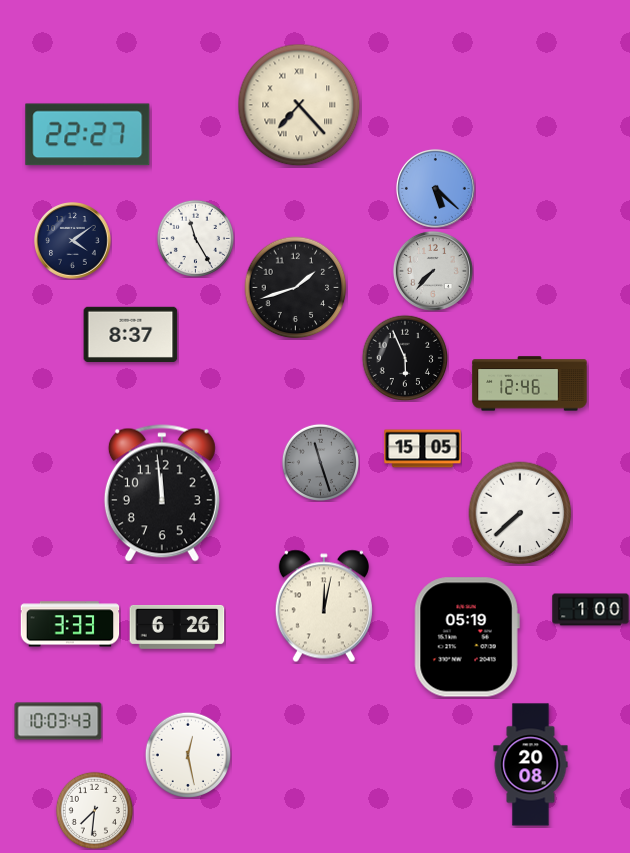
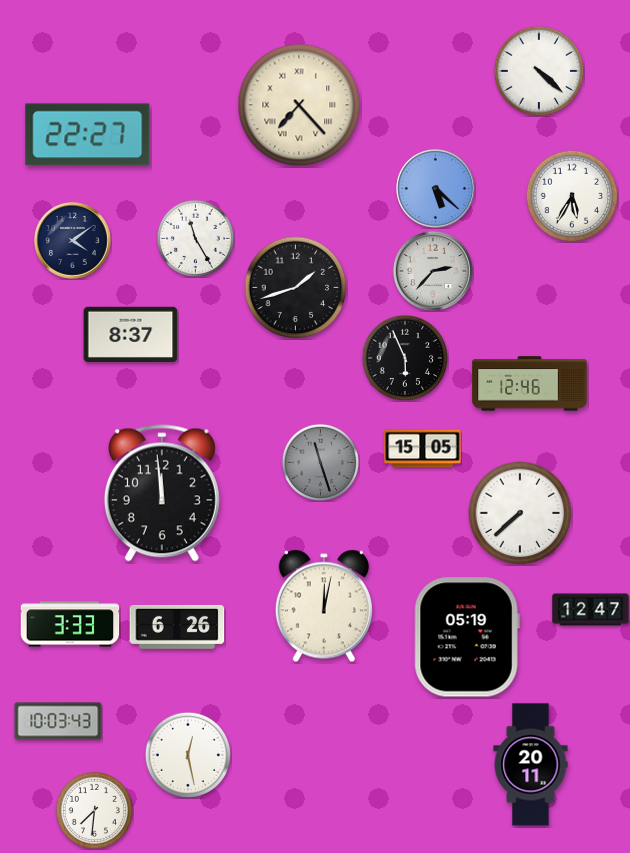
clock at (539, 71): none -> 4:22
clock at (572, 196): none -> 5:35
clock at (433, 271): 7:37 -> 2:37
clock at (591, 610): 1:00 -> 12:47
clock at (531, 765): 20:08 -> 20:11
